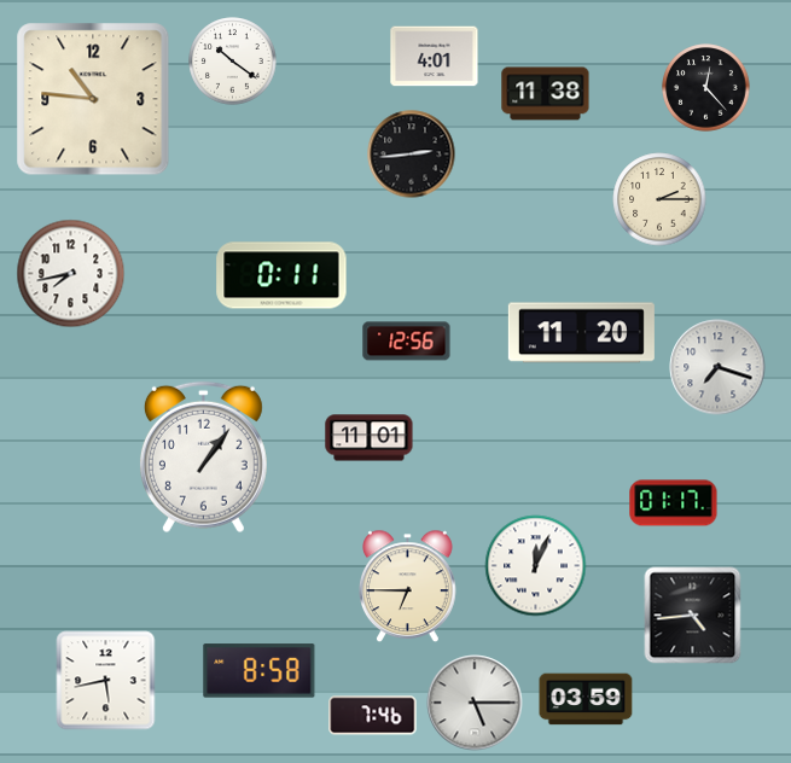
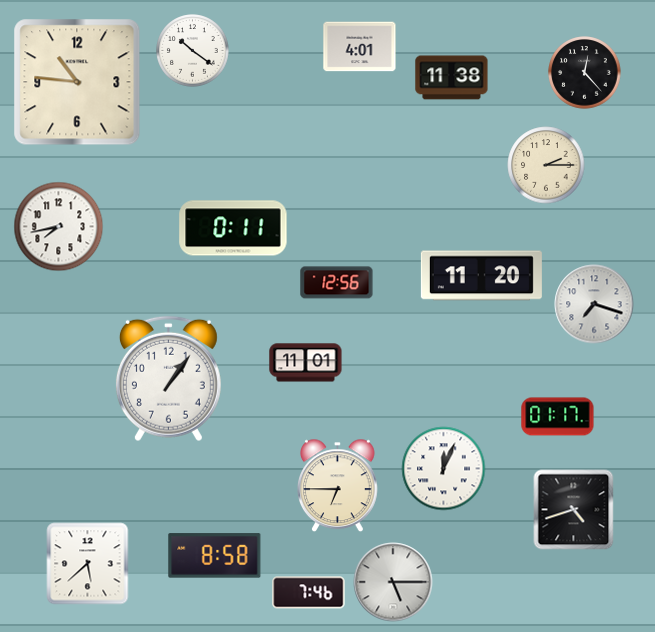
clock at (412, 155): 2:44 -> none
clock at (693, 616): 4:44 -> 4:42
clock at (106, 681): 5:43 -> 5:38
clock at (586, 699): 03:59 -> none
